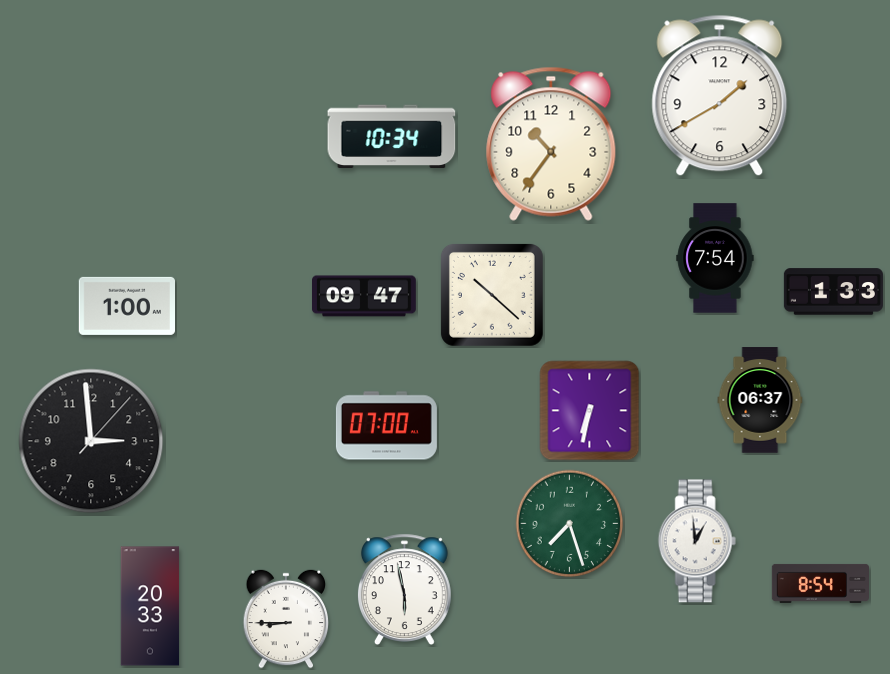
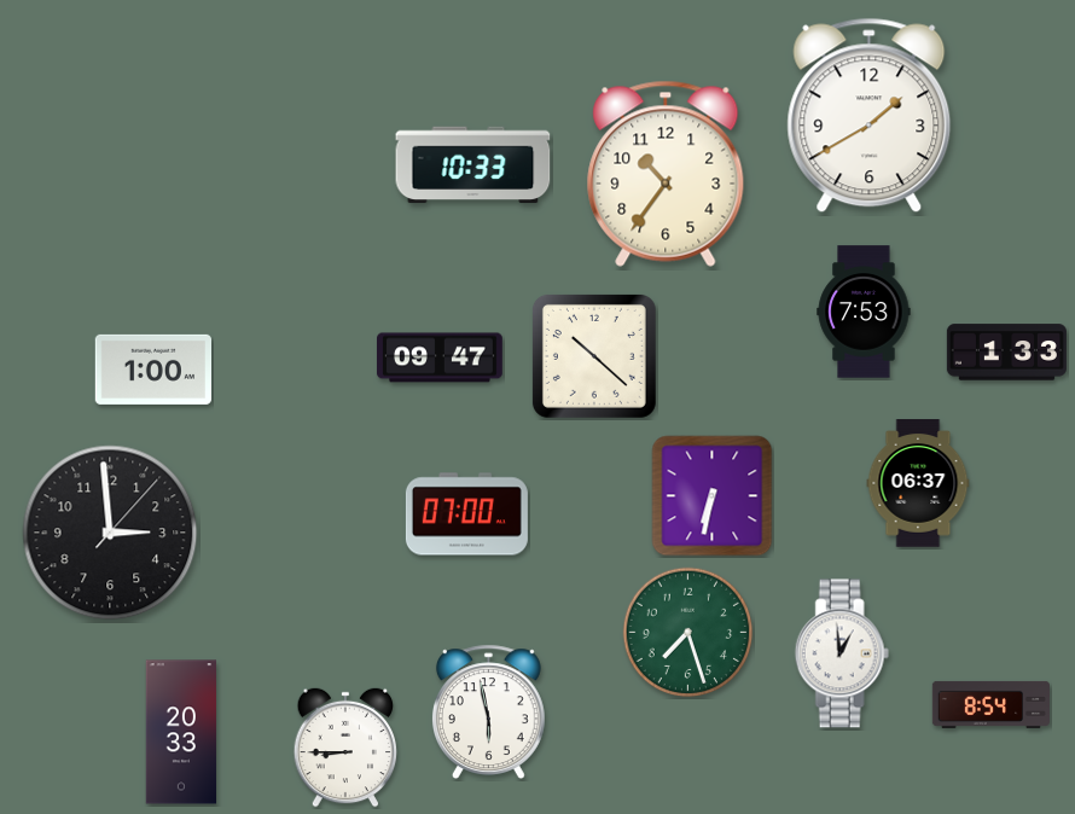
clock at (392, 137): 10:34 -> 10:33
clock at (715, 258): 7:54 -> 7:53
